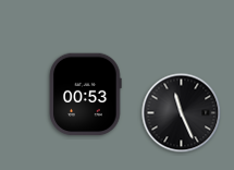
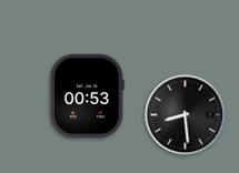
clock at (182, 113): 11:26 -> 8:29
